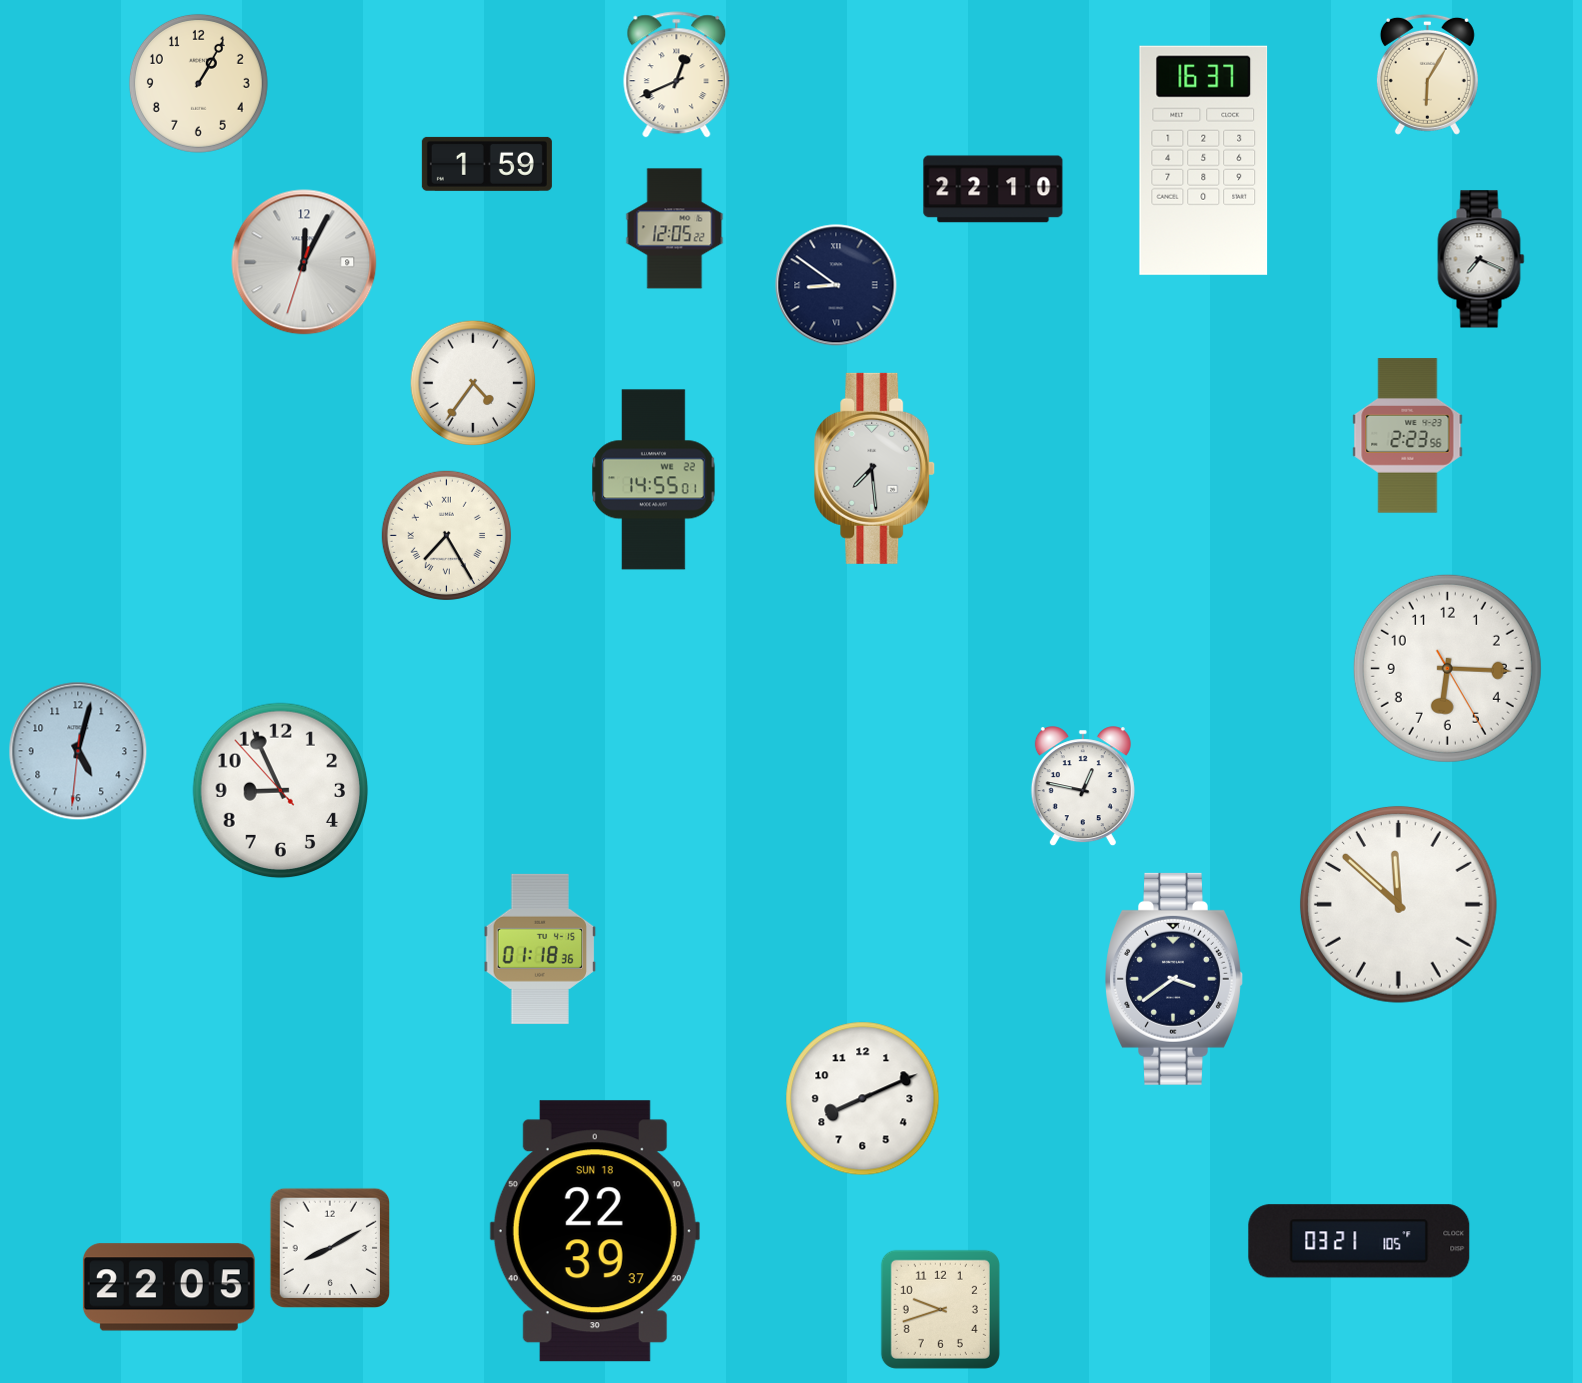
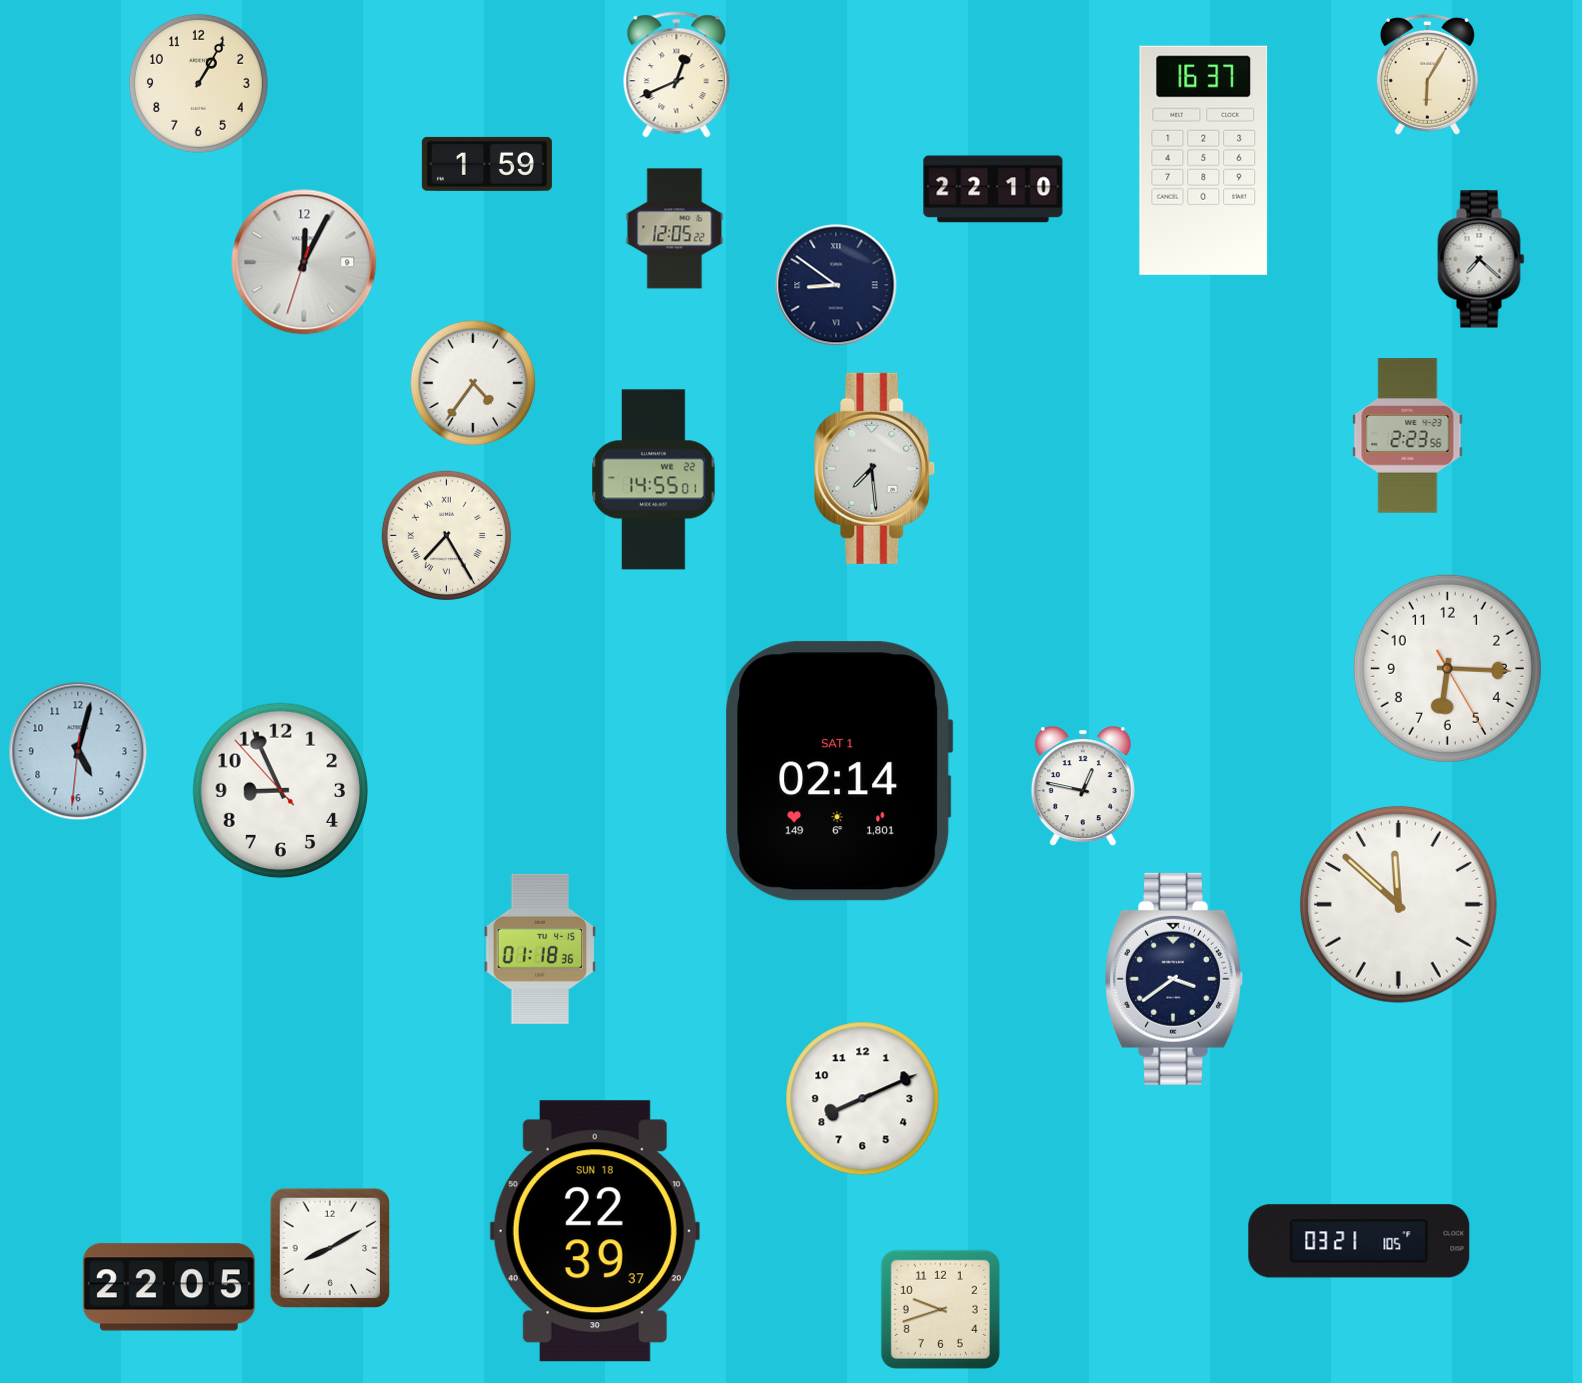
clock at (1481, 259): 7:19 -> 7:22
clock at (840, 771): none -> 02:14
